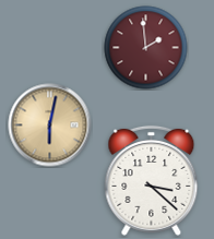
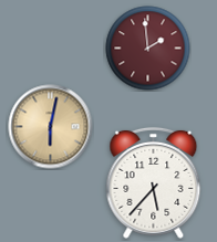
clock at (152, 180): 3:22 -> 5:37
